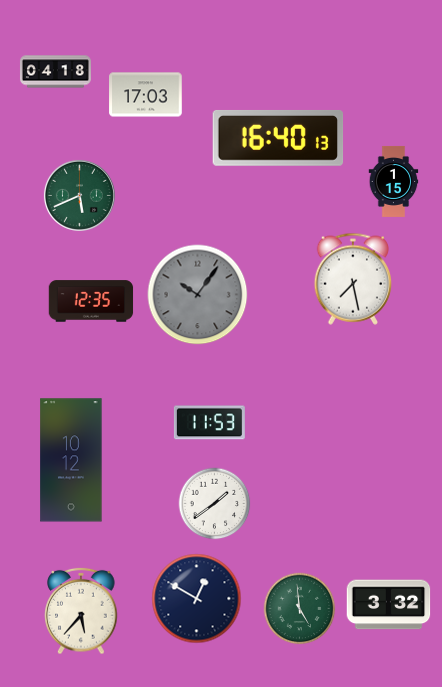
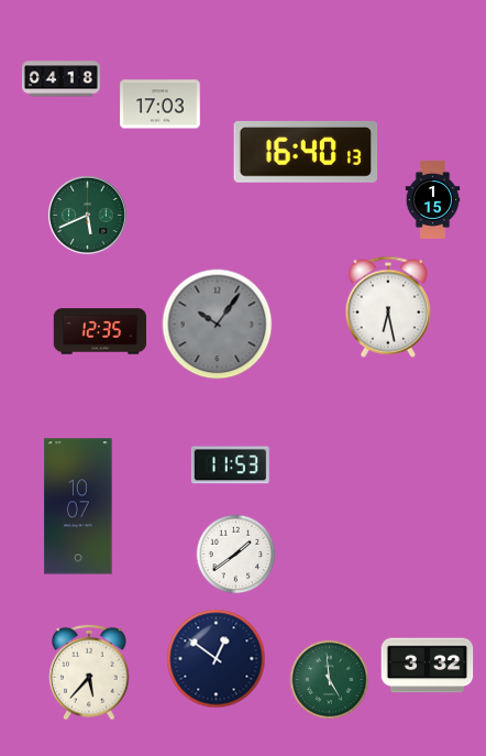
clock at (352, 279): 7:28 -> 6:28
clock at (71, 460): 10:12 -> 10:07
clock at (197, 599): 12:50 -> 12:51
clock at (300, 609) position: (300, 609) -> (330, 680)
